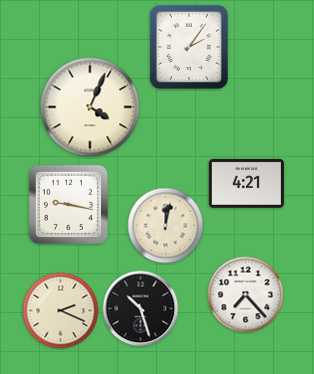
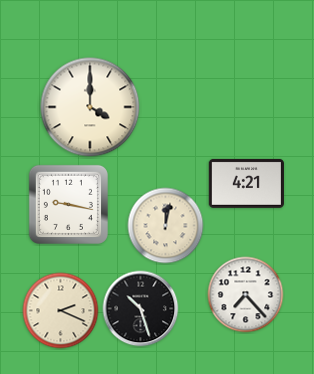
clock at (189, 47): 2:06 -> none
clock at (90, 107): 4:04 -> 4:00
